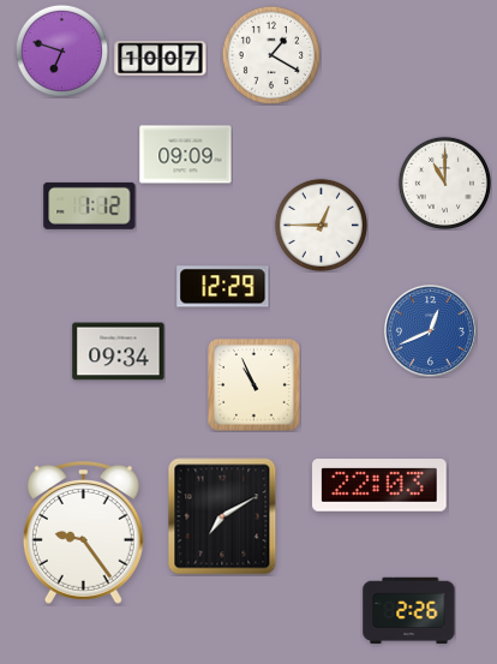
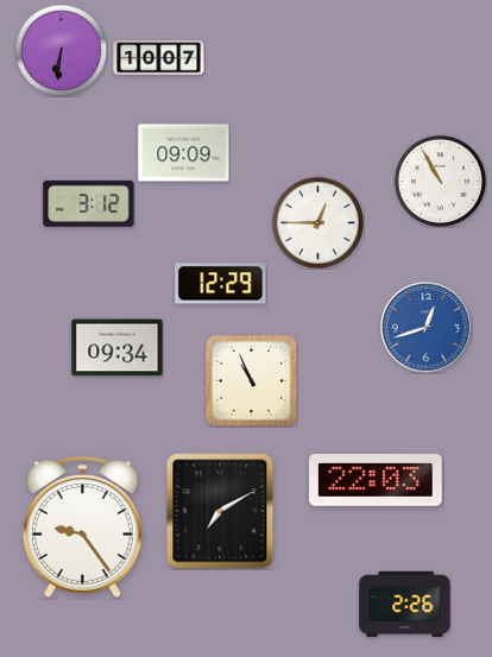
clock at (61, 50): 6:48 -> 6:31
clock at (270, 54): 1:20 -> none
clock at (444, 183): 11:00 -> 10:55
clock at (90, 205): 1:12 -> 3:12
clock at (431, 331): 12:41 -> 12:42
